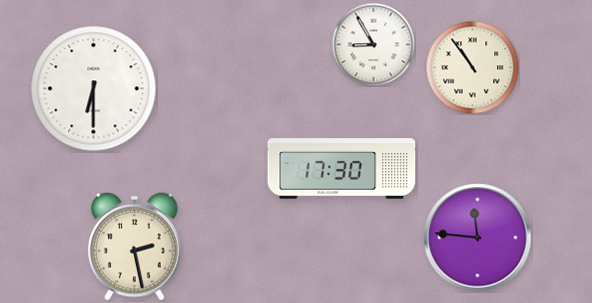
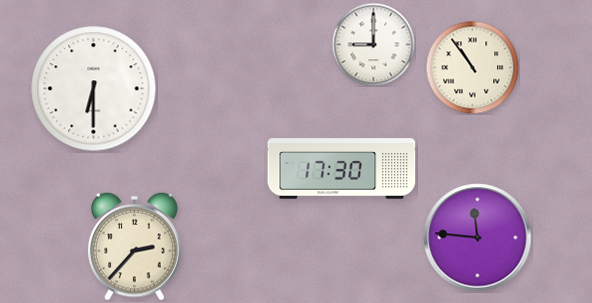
clock at (373, 44): 8:55 -> 9:00
clock at (135, 246): 2:28 -> 2:37
